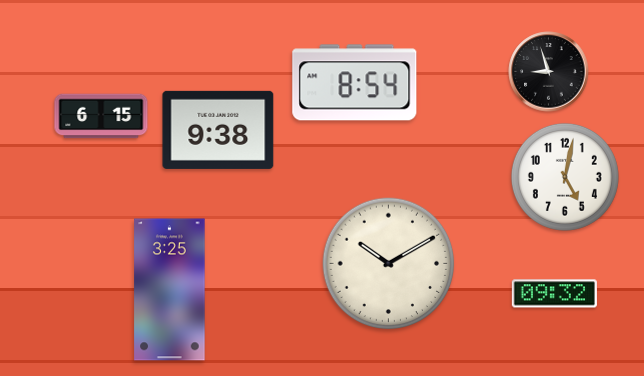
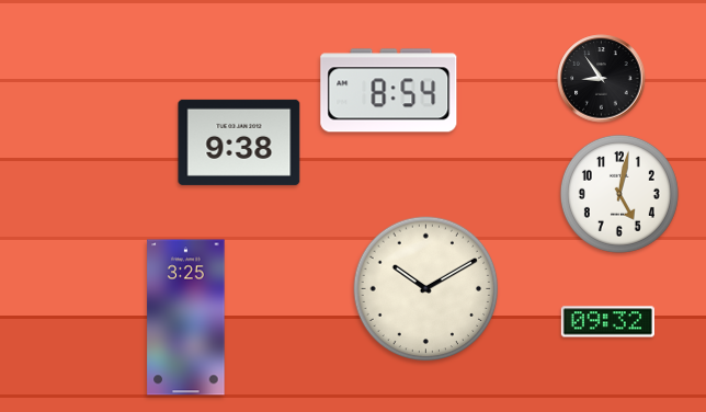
clock at (549, 72): 8:57 -> 8:54
clock at (101, 116): 6:15 -> none
